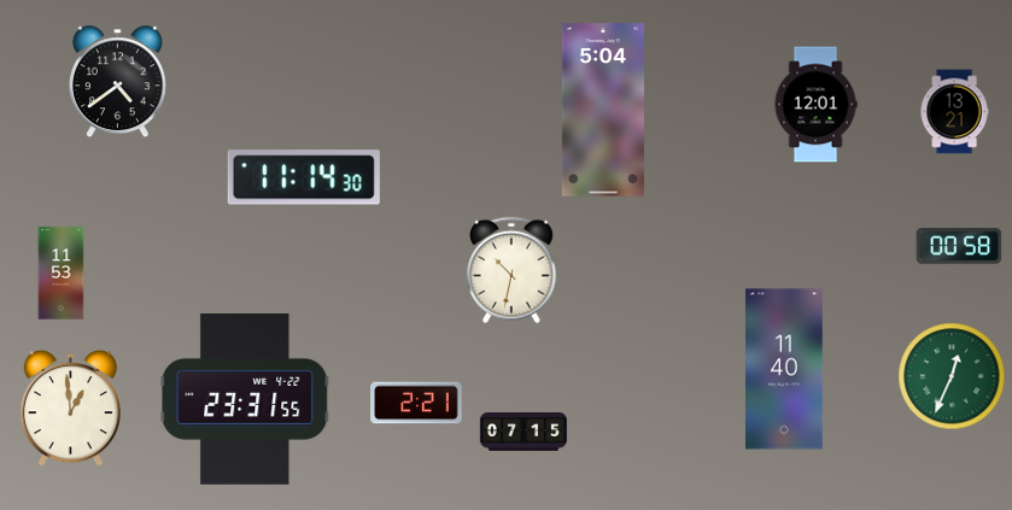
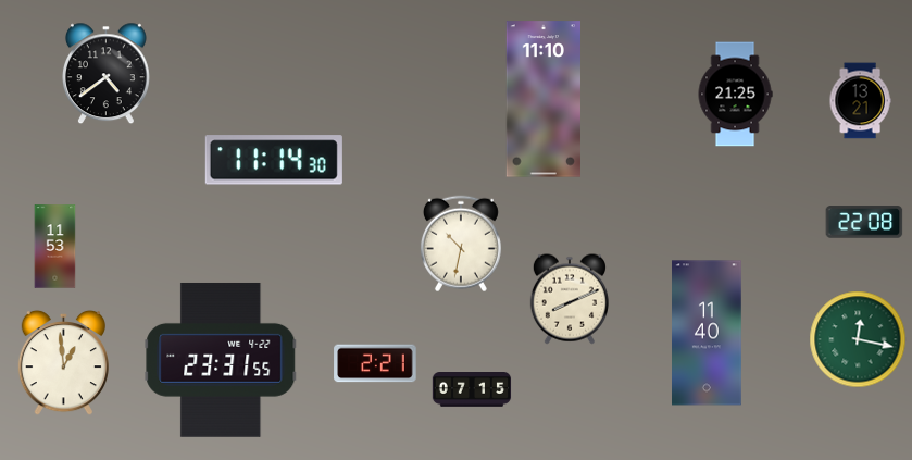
clock at (815, 105): 12:01 -> 21:25
clock at (602, 110): 5:04 -> 11:10
clock at (959, 246): 00:58 -> 22:08
clock at (570, 299): none -> 8:11
clock at (952, 376): 12:34 -> 12:17
clock at (70, 409) position: (70, 409) -> (63, 363)
